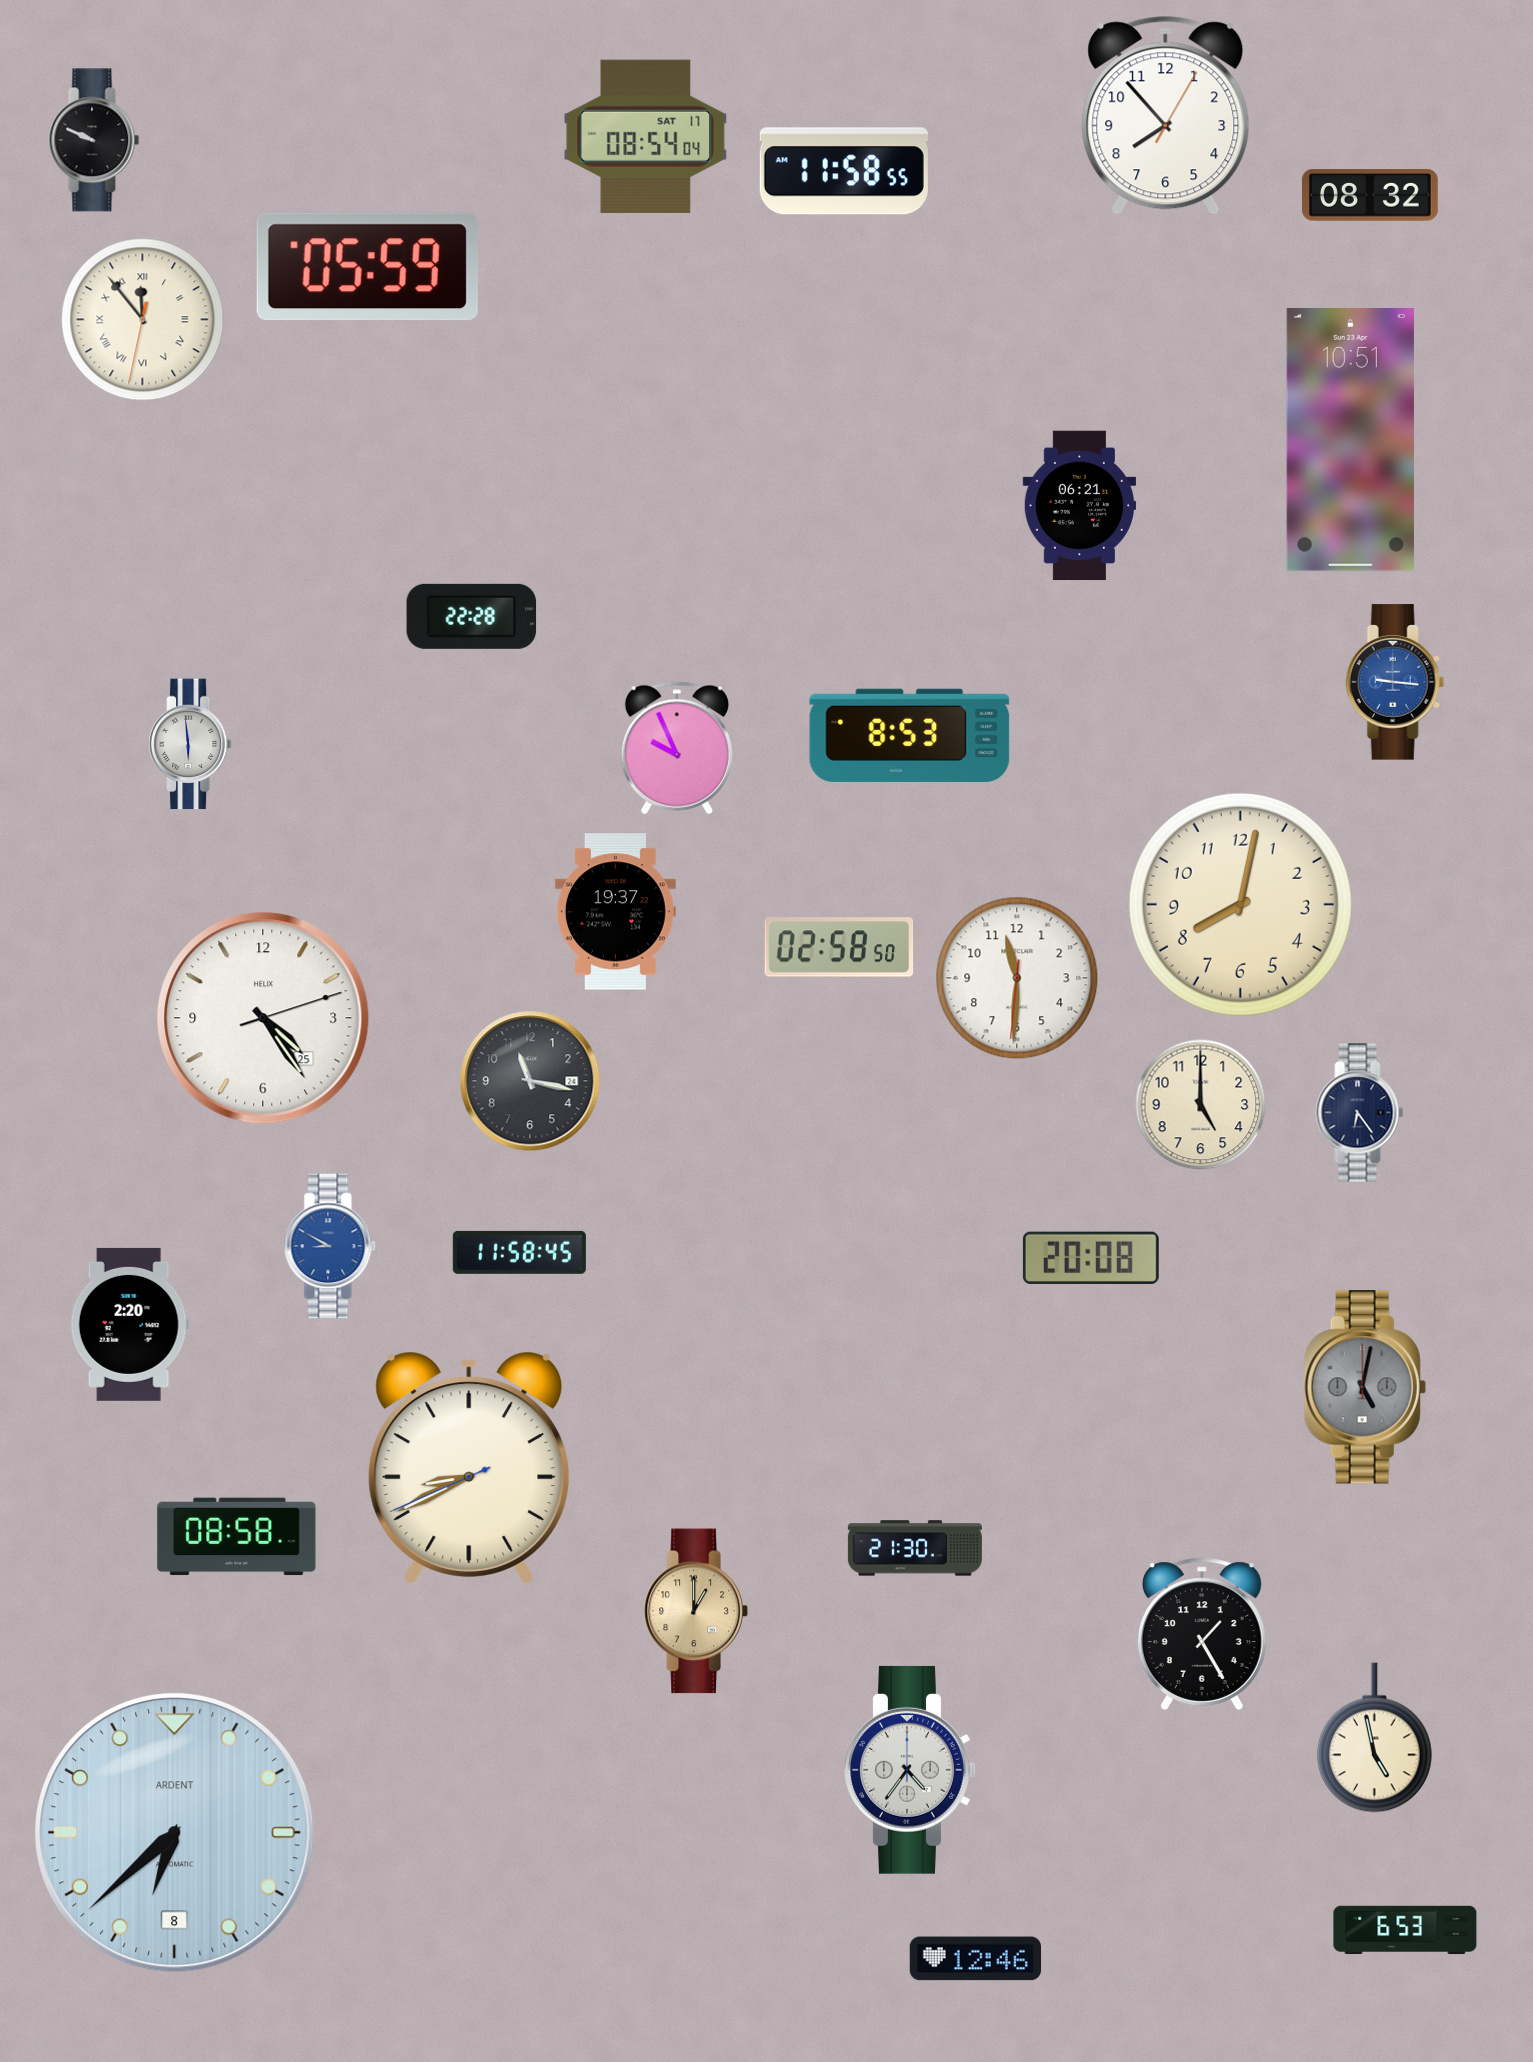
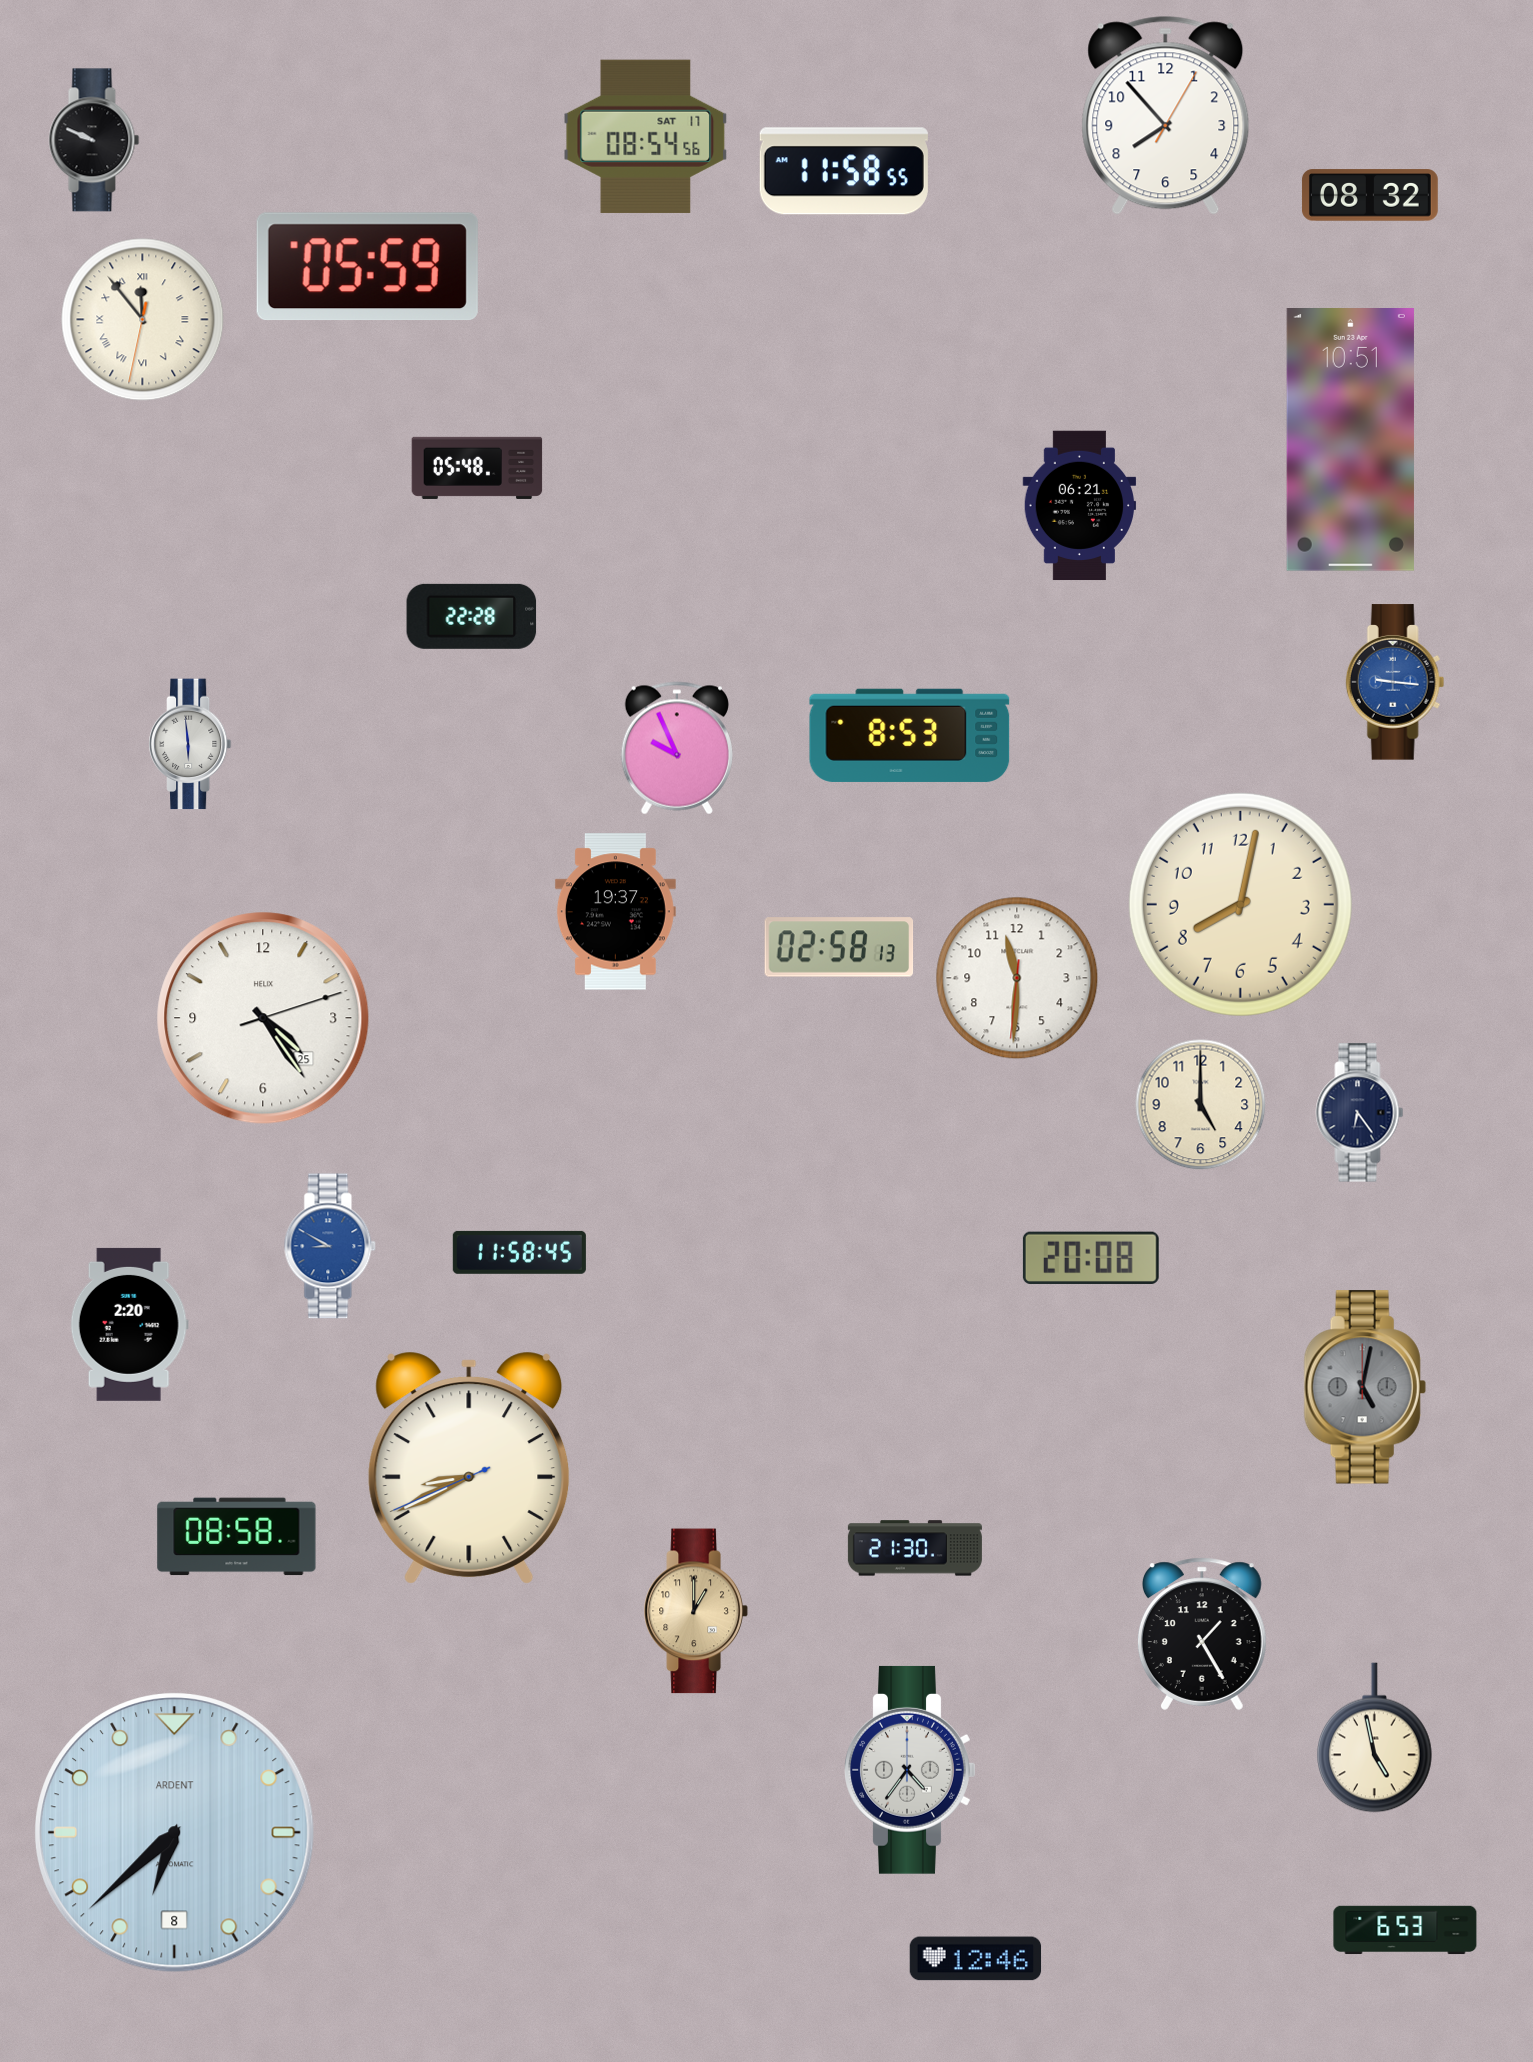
clock at (646, 136): 08:54:04 -> 08:54:56
clock at (477, 468): none -> 05:48
clock at (839, 947): 02:58:50 -> 02:58:13
clock at (530, 1081): 11:17 -> none
